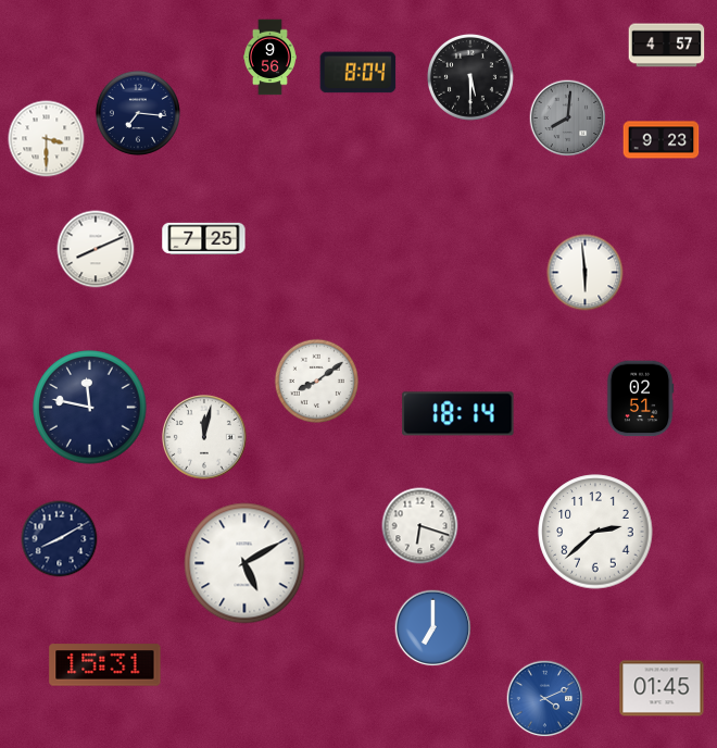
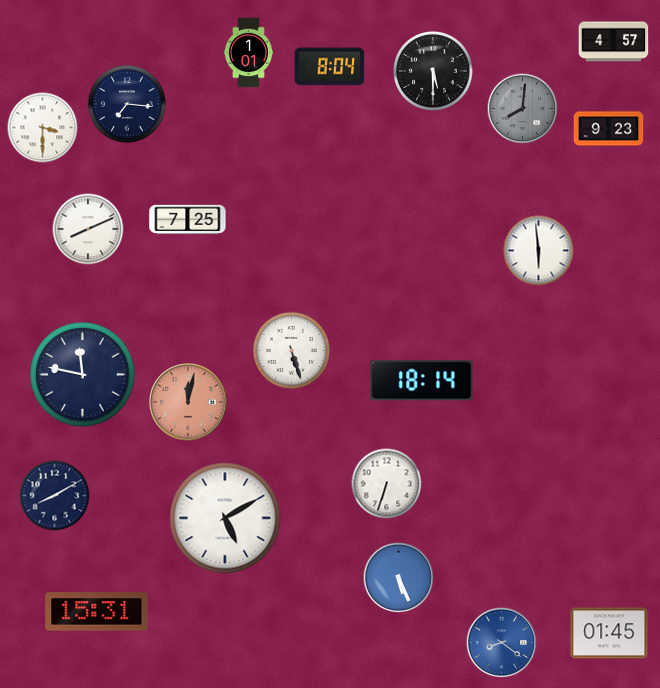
clock at (269, 58): 9:56 -> 1:01
clock at (316, 381): 8:09 -> 5:27
clock at (640, 399): 02:51 -> none
clock at (205, 438) dial: white -> salmon
clock at (420, 526): 6:18 -> 6:33
clock at (595, 532): 2:38 -> none
clock at (433, 628): 7:00 -> 5:26
clock at (545, 699): 4:11 -> 8:21
